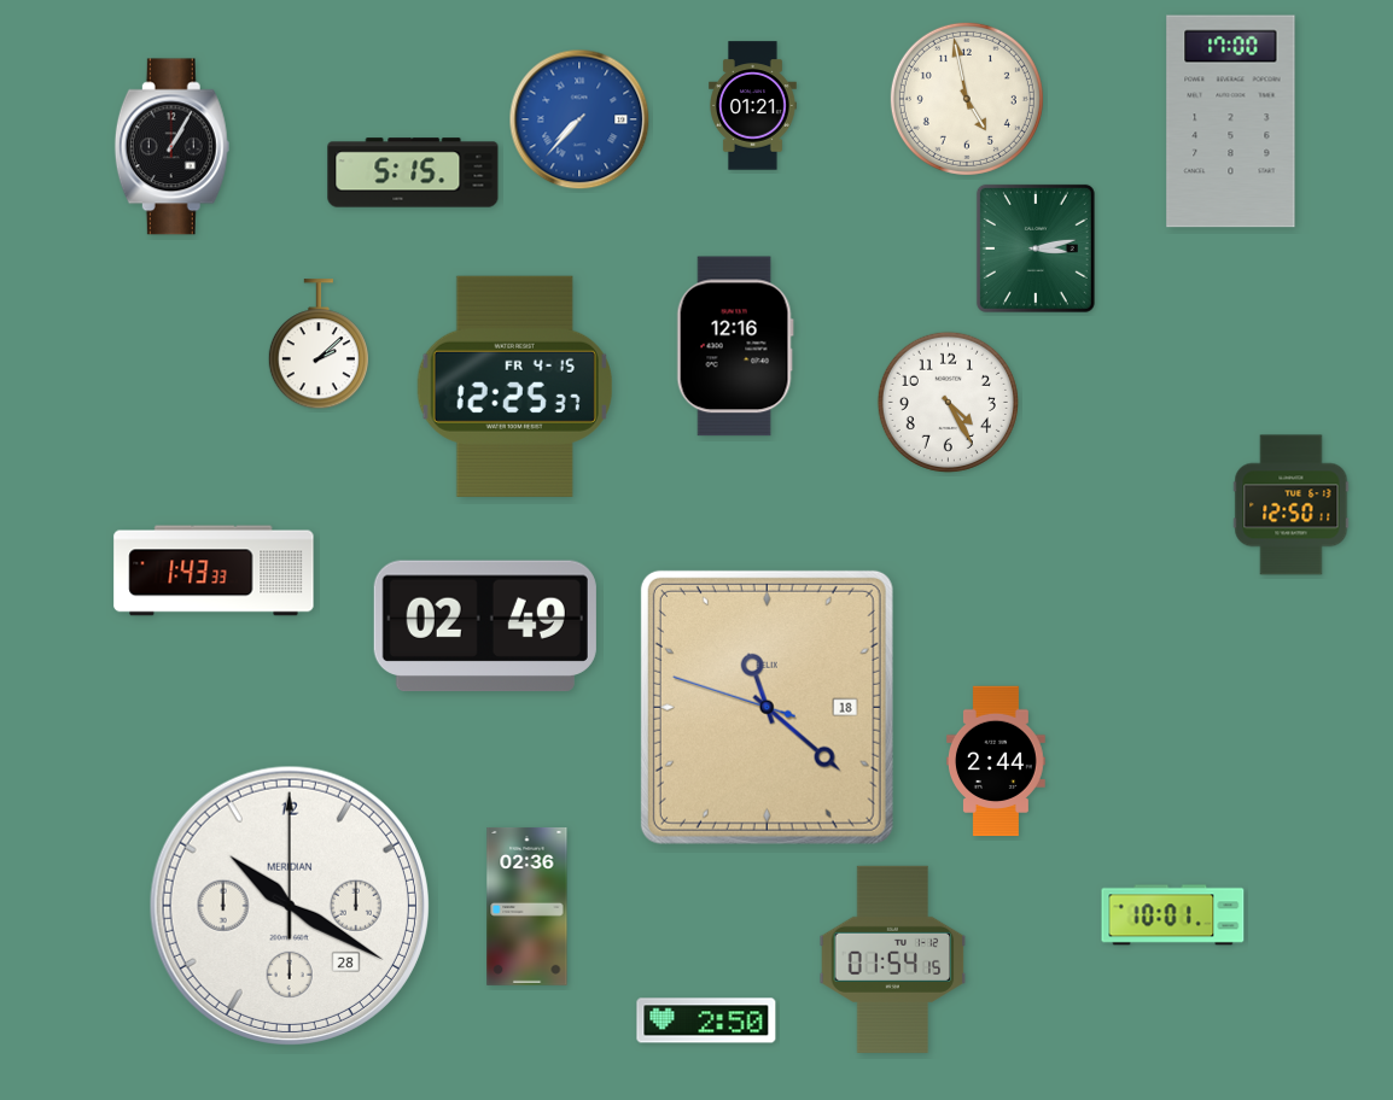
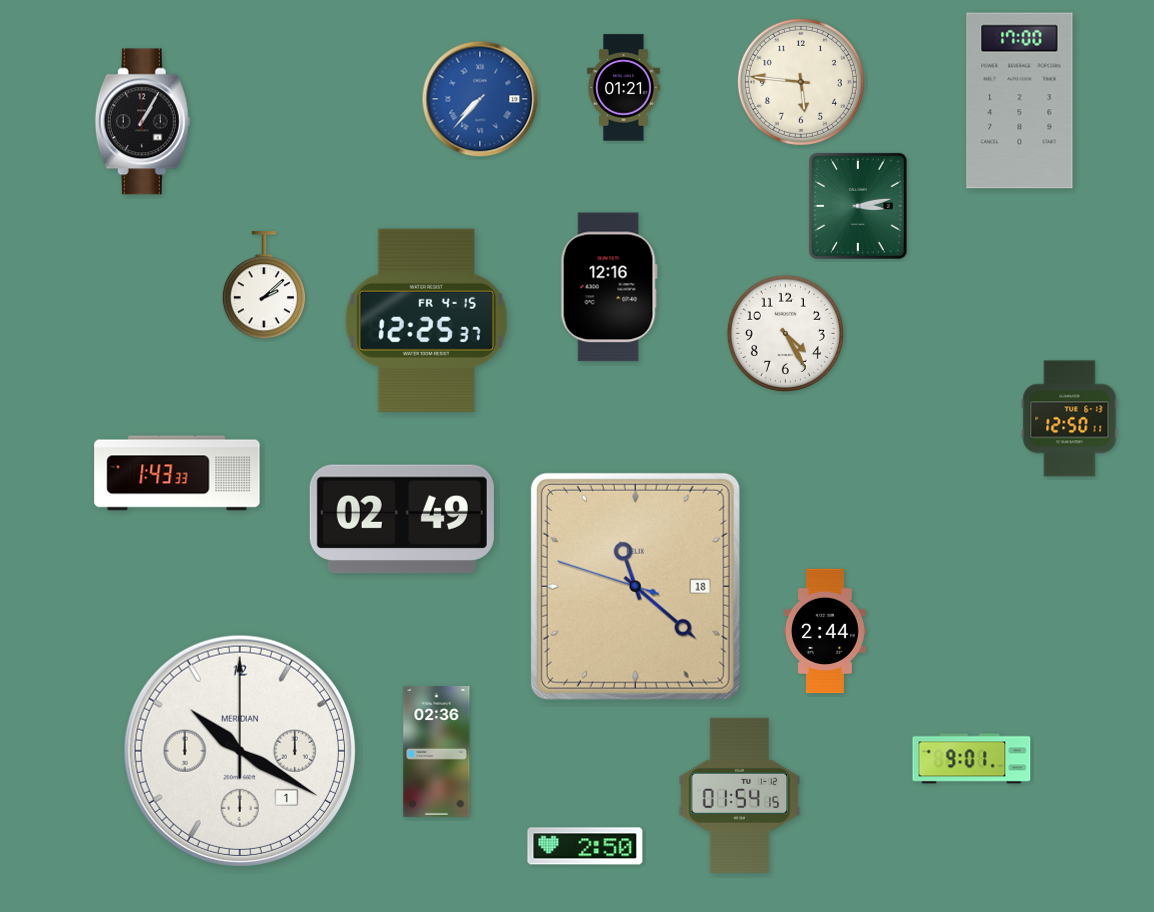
clock at (967, 99): 4:58 -> 5:46
clock at (413, 172): 5:15 -> none
clock at (290, 906) date: 28 -> 1
clock at (1173, 915): 10:01 -> 9:01
